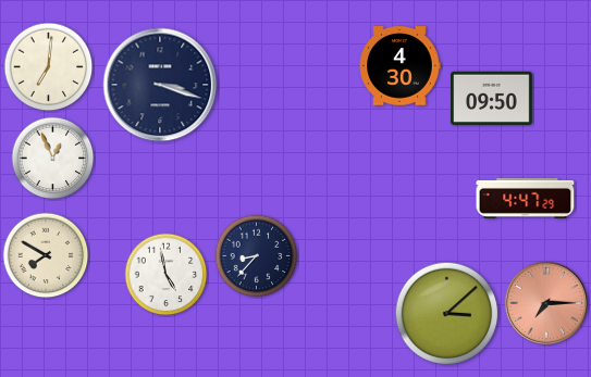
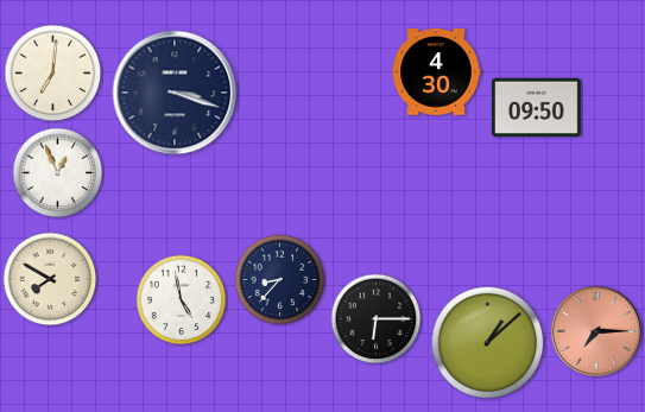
clock at (526, 198): 4:47 -> none
clock at (377, 319): none -> 6:15
clock at (447, 314): 3:08 -> 1:08
